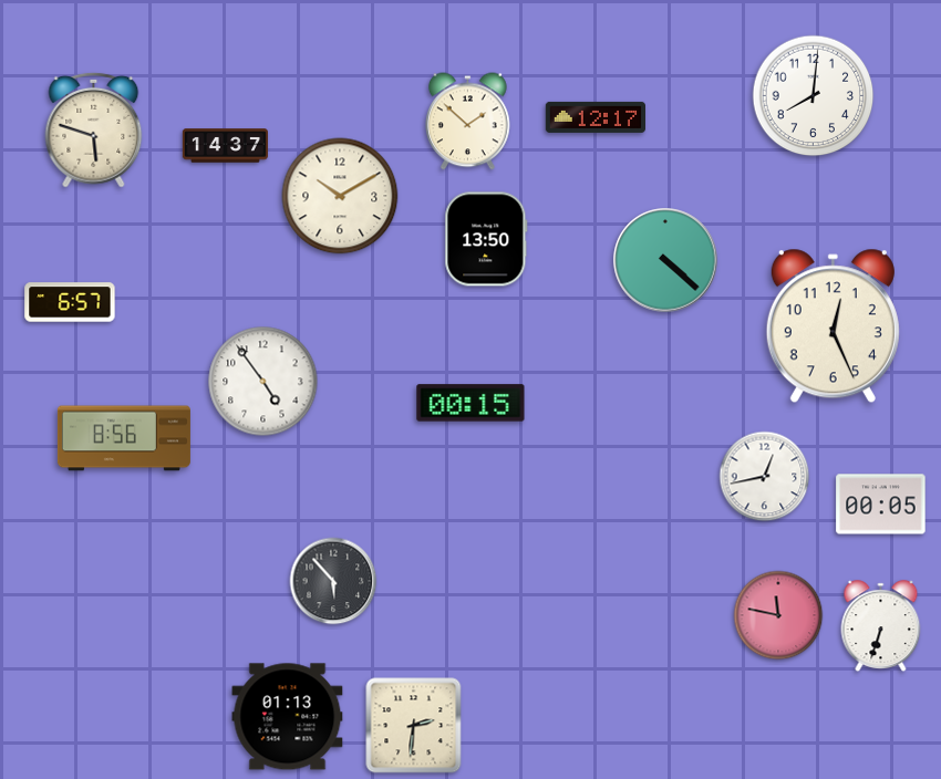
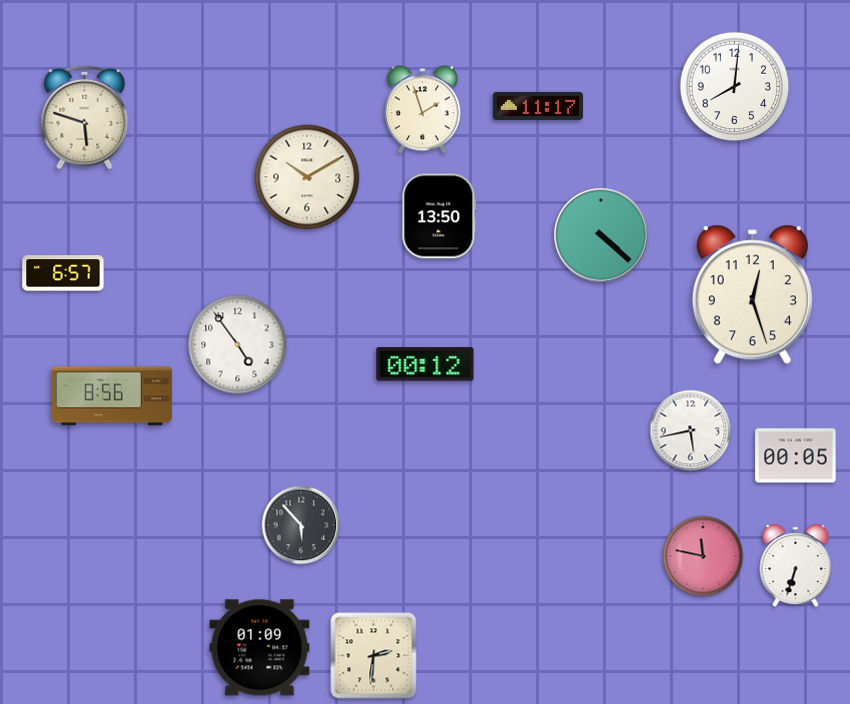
clock at (596, 117): 12:17 -> 11:17
clock at (468, 122): 1:52 -> 1:57
clock at (225, 146): 14:37 -> none
clock at (833, 326): 12:26 -> 12:27
clock at (471, 403): 00:15 -> 00:12
clock at (765, 477): 12:43 -> 5:43
clock at (288, 717): 01:13 -> 01:09
